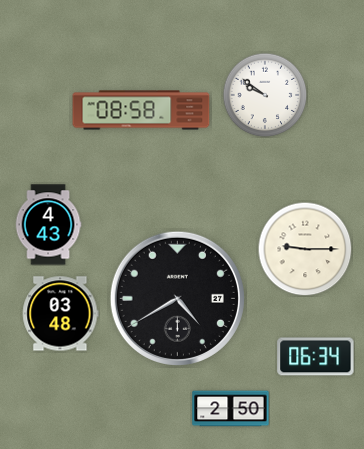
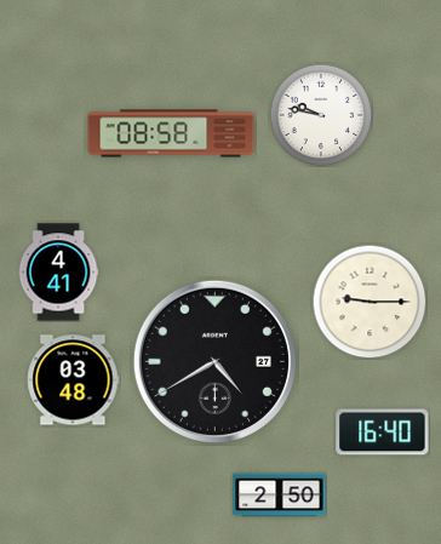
clock at (265, 95): 9:51 -> 9:47
clock at (48, 225): 4:43 -> 4:41
clock at (316, 357): 06:34 -> 16:40
